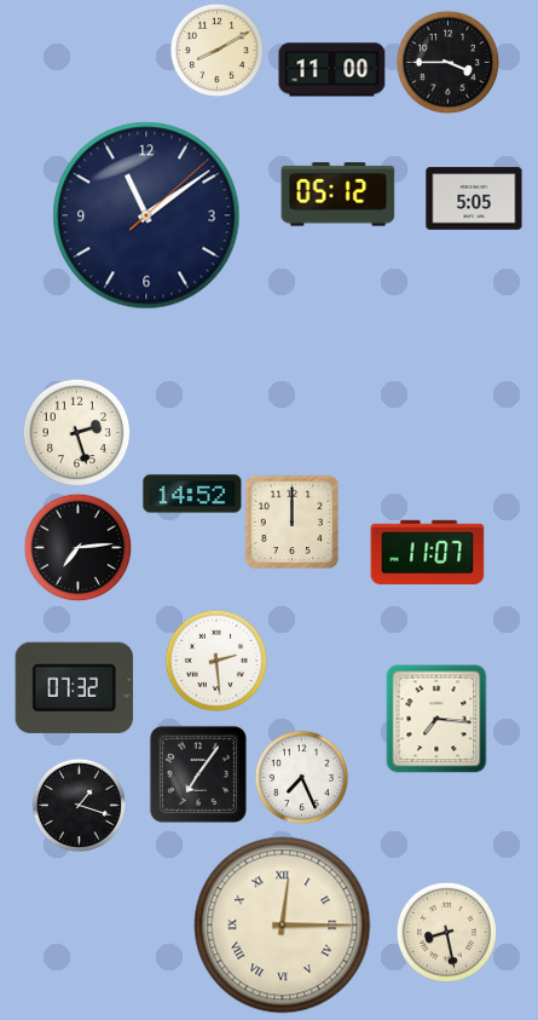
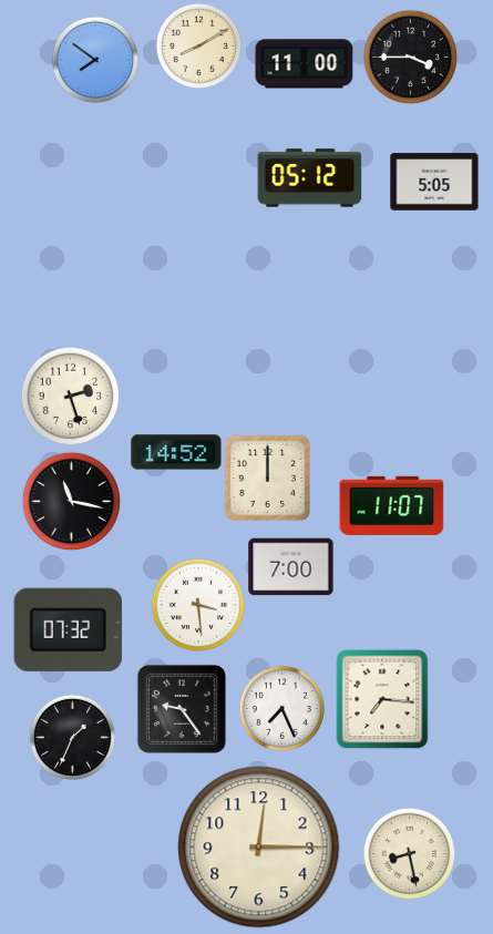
clock at (95, 60): none -> 7:51
clock at (146, 215): 11:09 -> none
clock at (77, 547): 7:14 -> 11:17
clock at (291, 567): none -> 7:00
clock at (216, 661): 2:29 -> 3:29
clock at (436, 719) position: (436, 719) -> (382, 699)
clock at (198, 774): 7:06 -> 9:24
clock at (301, 777) position: (301, 777) -> (281, 708)
clock at (79, 805): 1:18 -> 1:34
clock at (283, 926) numerals: Roman -> Arabic
